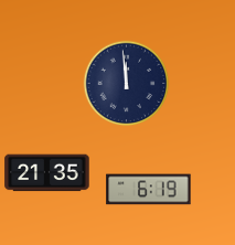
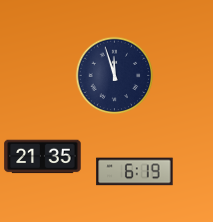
clock at (126, 83): 11:59 -> 11:57
